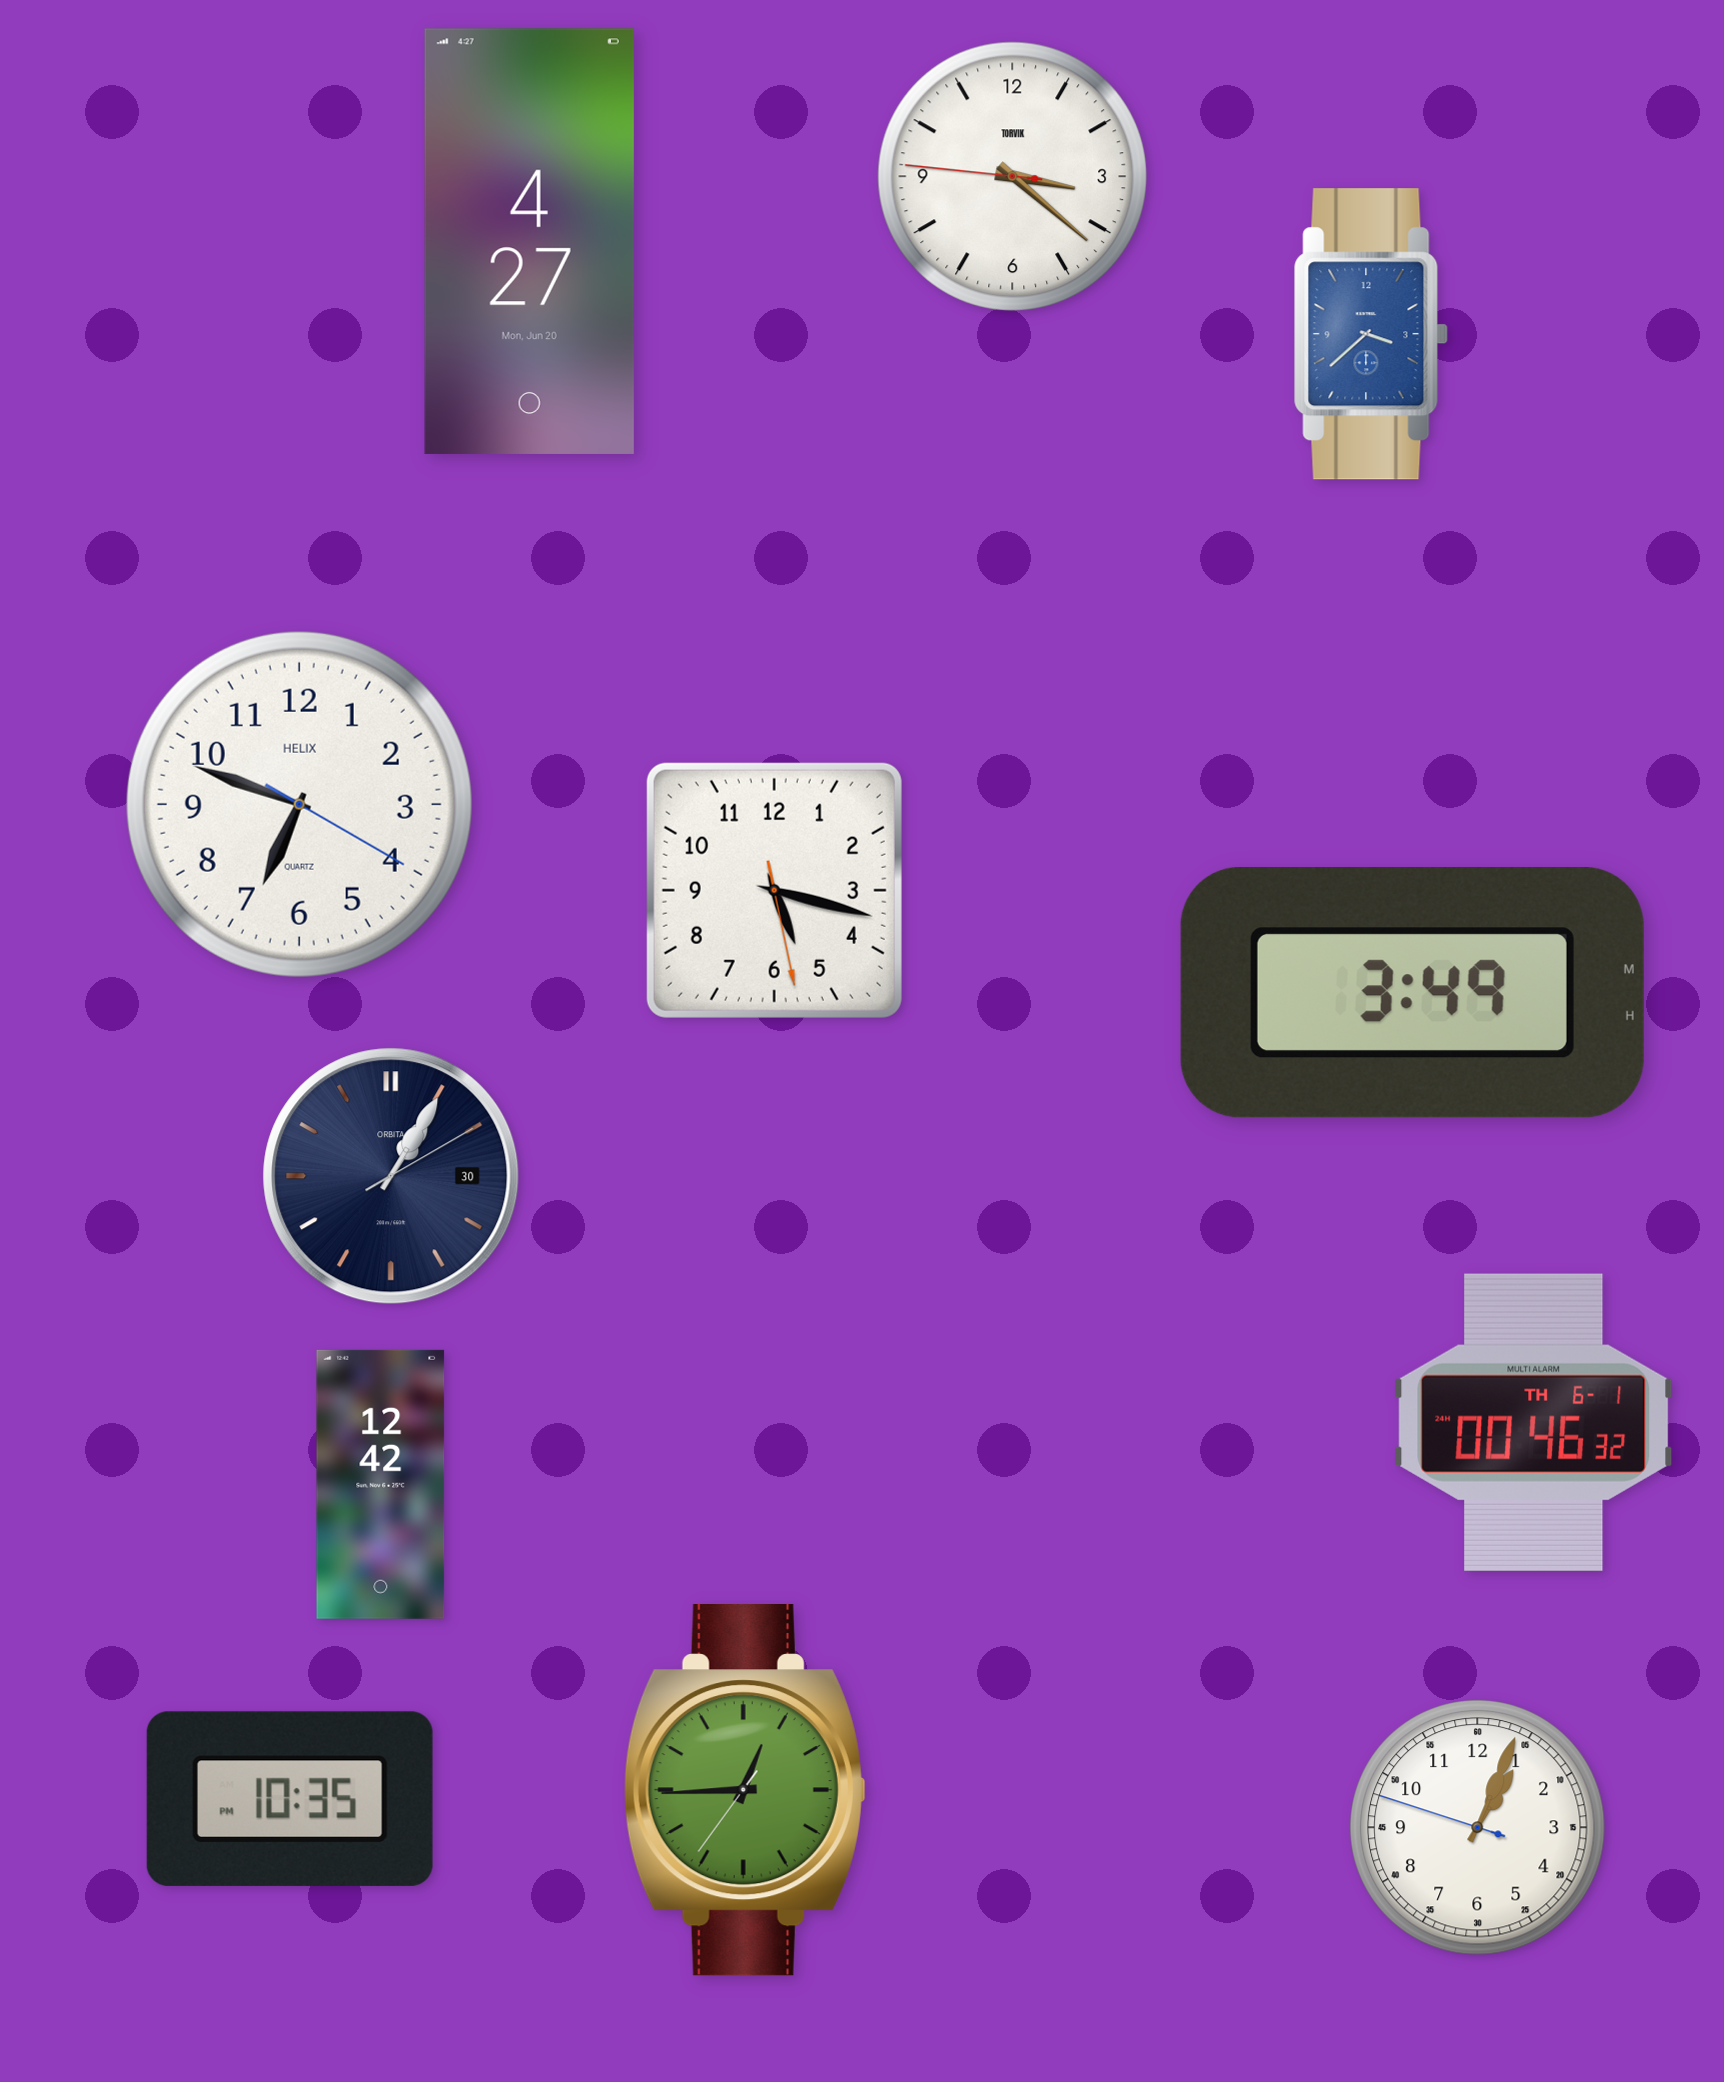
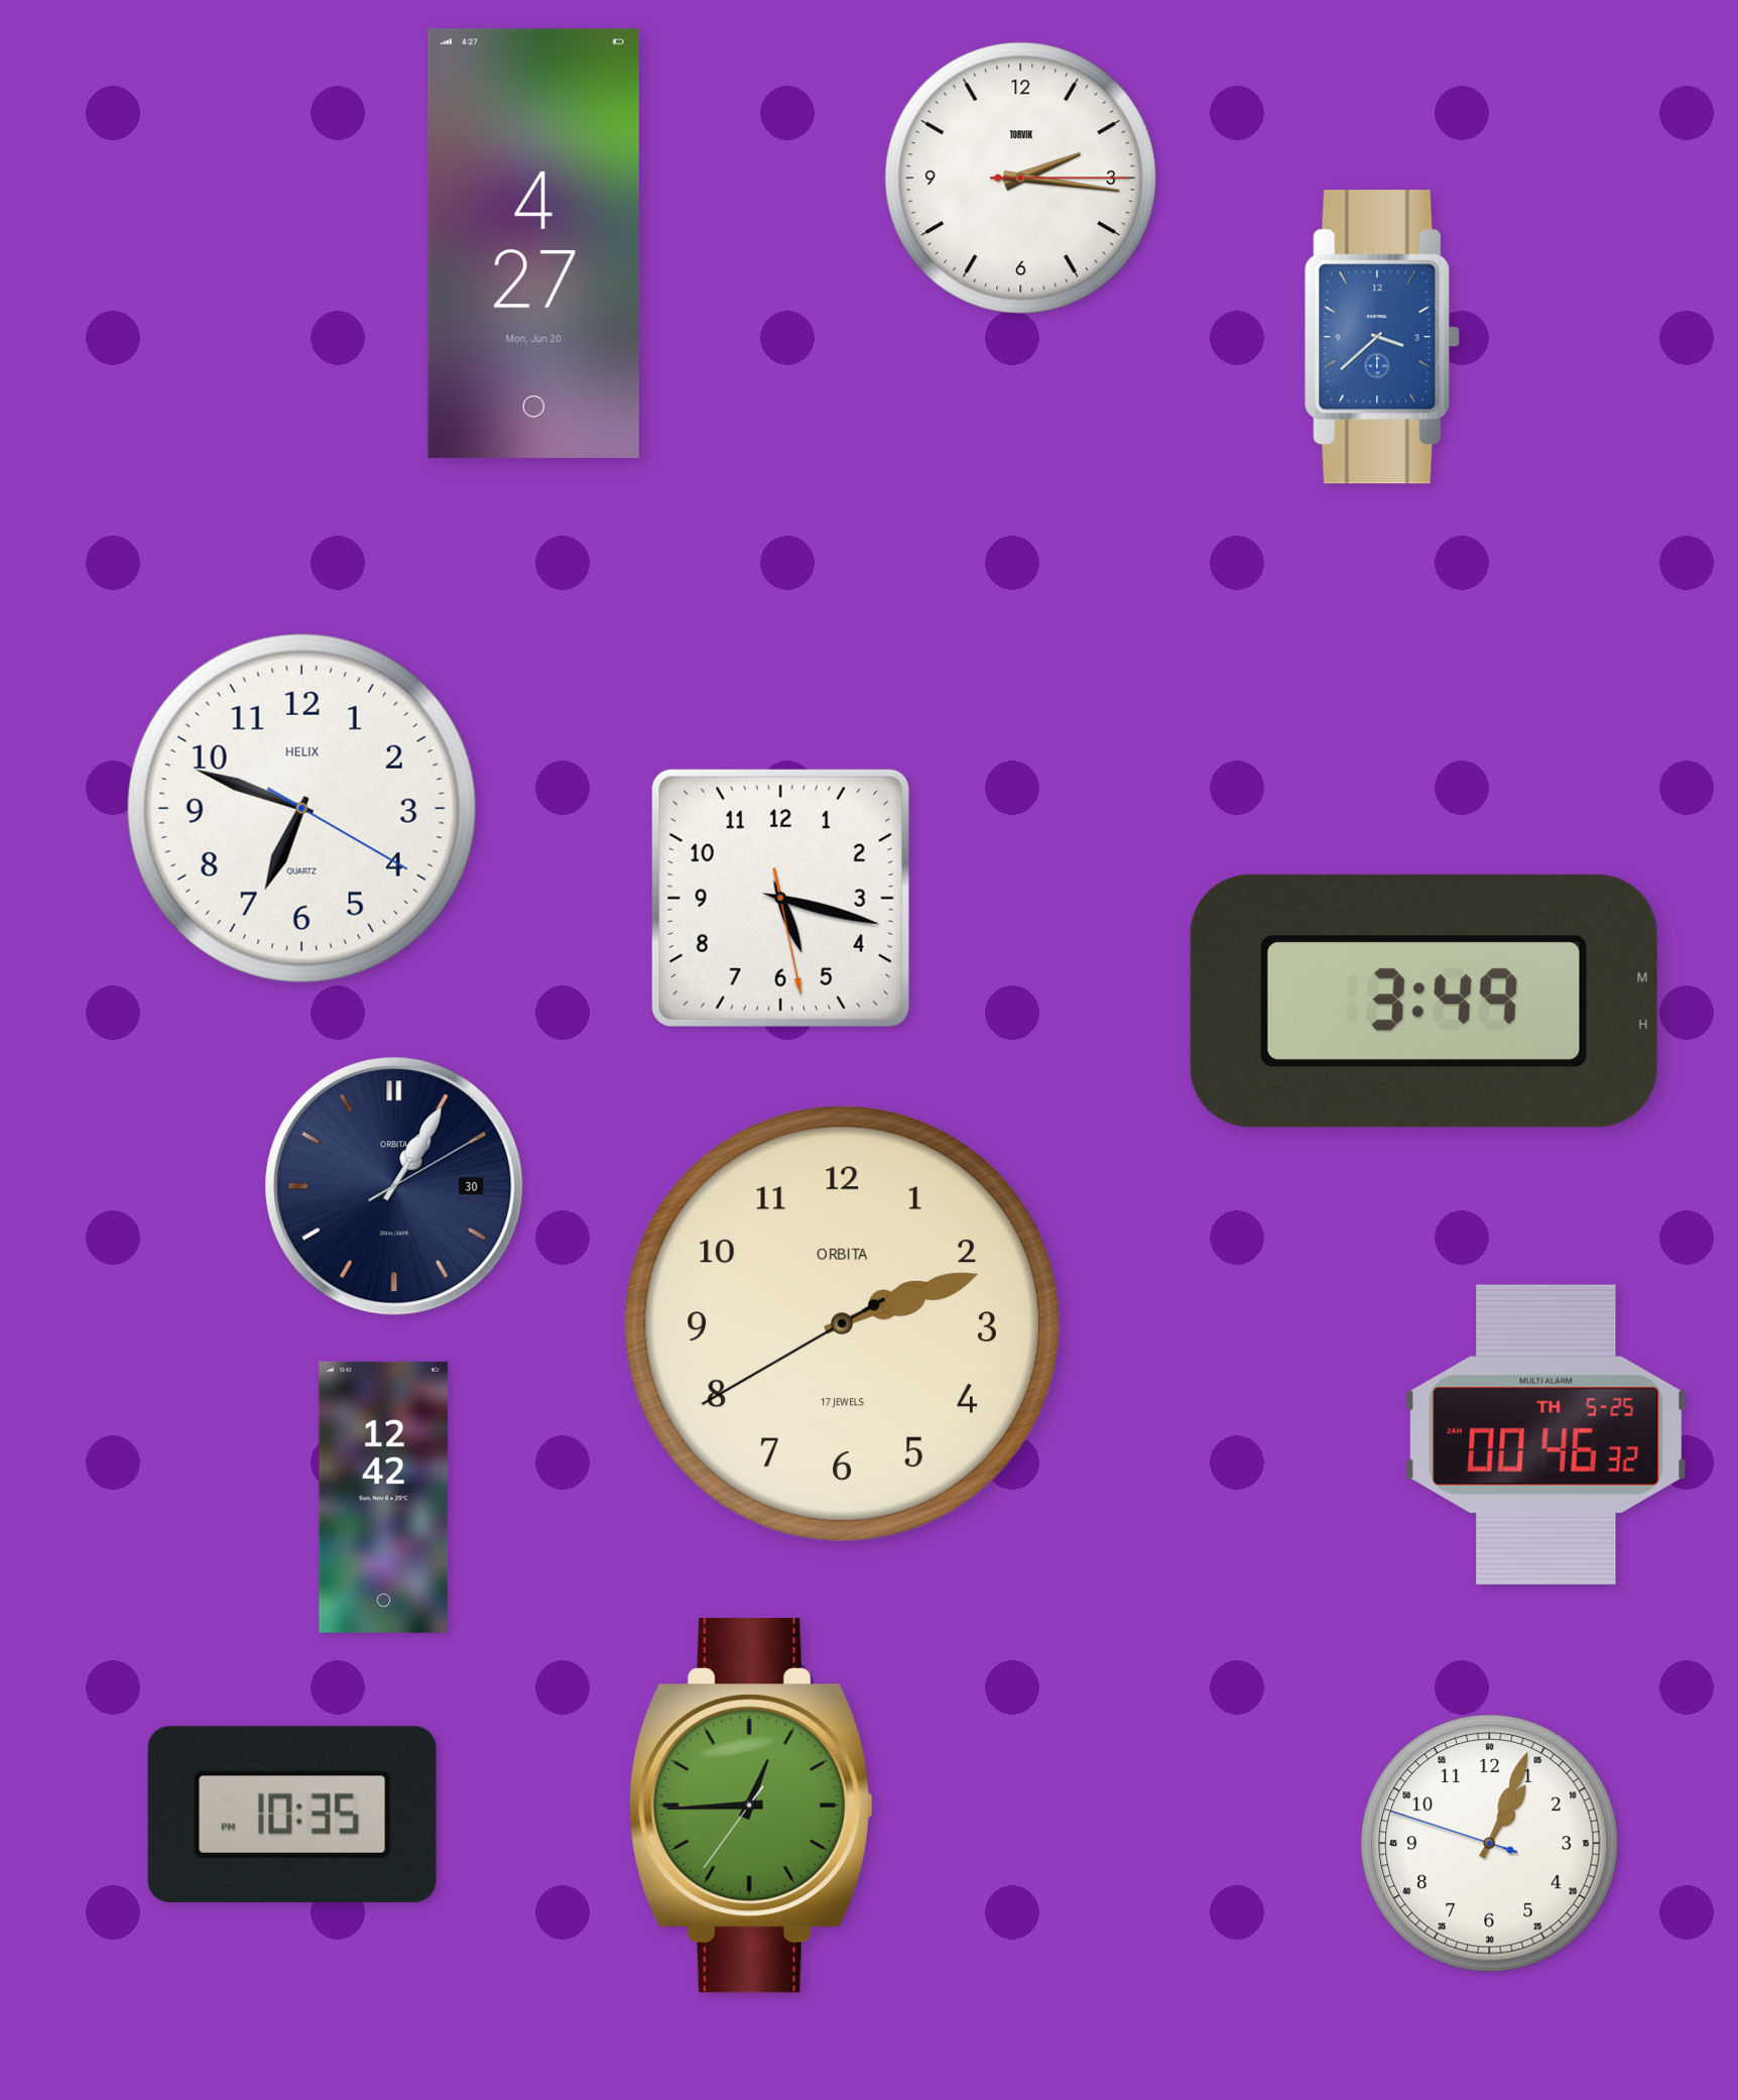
clock at (1013, 177): 3:21 -> 2:16
clock at (299, 804) position: (299, 804) -> (301, 808)
clock at (842, 1323): none -> 2:11
clock at (1534, 1422) date: TH 6-1 -> TH 5-25
